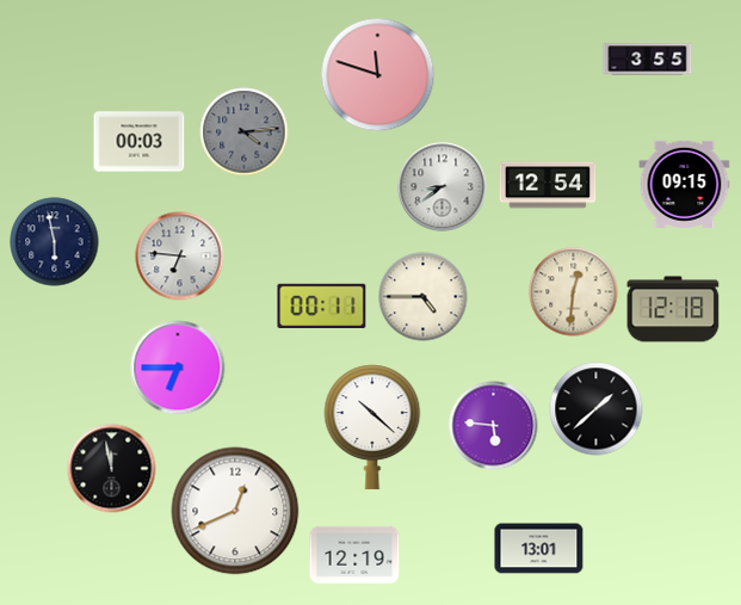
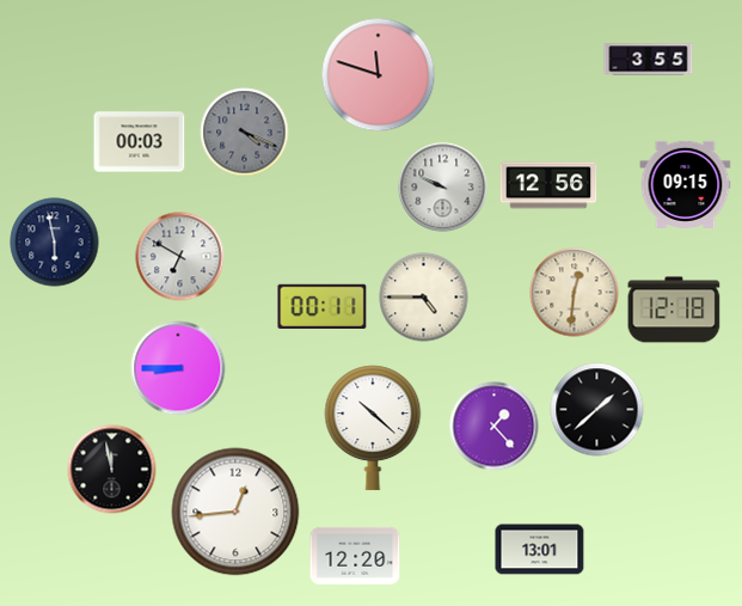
clock at (245, 132): 4:14 -> 4:19
clock at (548, 185): 12:54 -> 12:56
clock at (443, 187): 8:39 -> 9:49
clock at (180, 257): 6:46 -> 6:50
clock at (178, 368): 6:45 -> 8:45
clock at (494, 426): 5:46 -> 1:23
clock at (235, 511): 12:41 -> 12:44
clock at (354, 555): 12:19 -> 12:20
